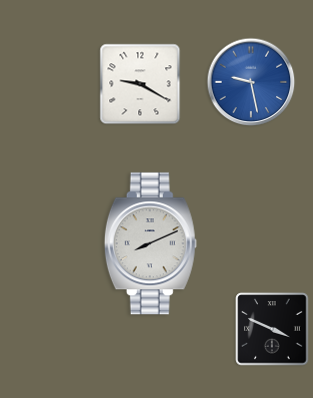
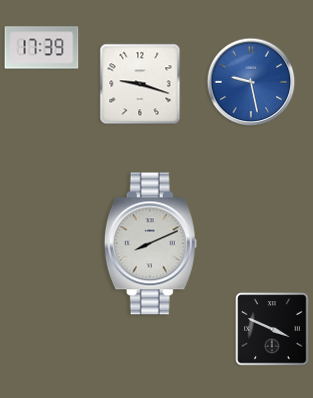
clock at (42, 48): none -> 17:39
clock at (140, 84): 9:20 -> 9:18
